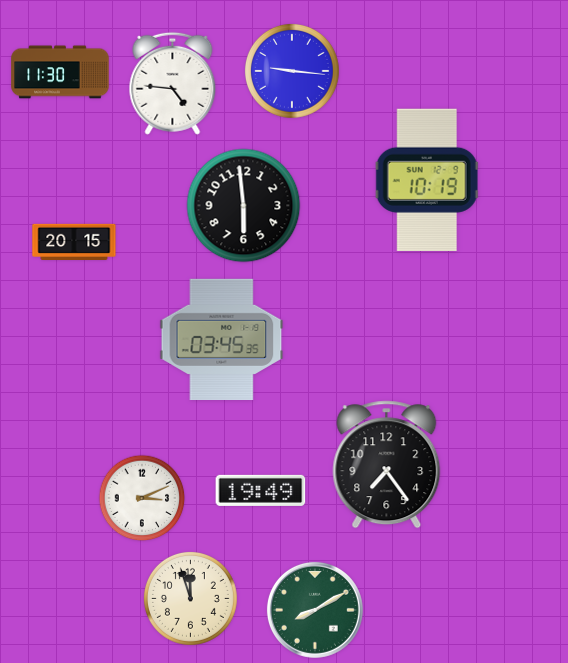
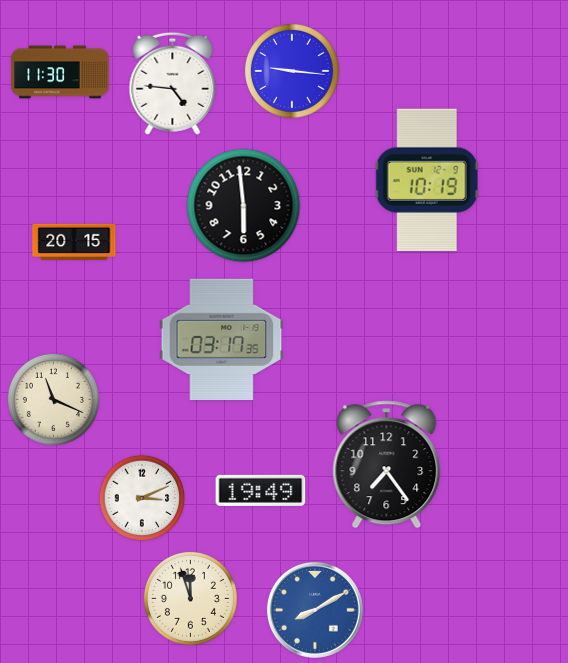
clock at (222, 339): 03:45 -> 03:17
clock at (53, 399): none -> 11:19
clock at (315, 610) dial: green -> blue
